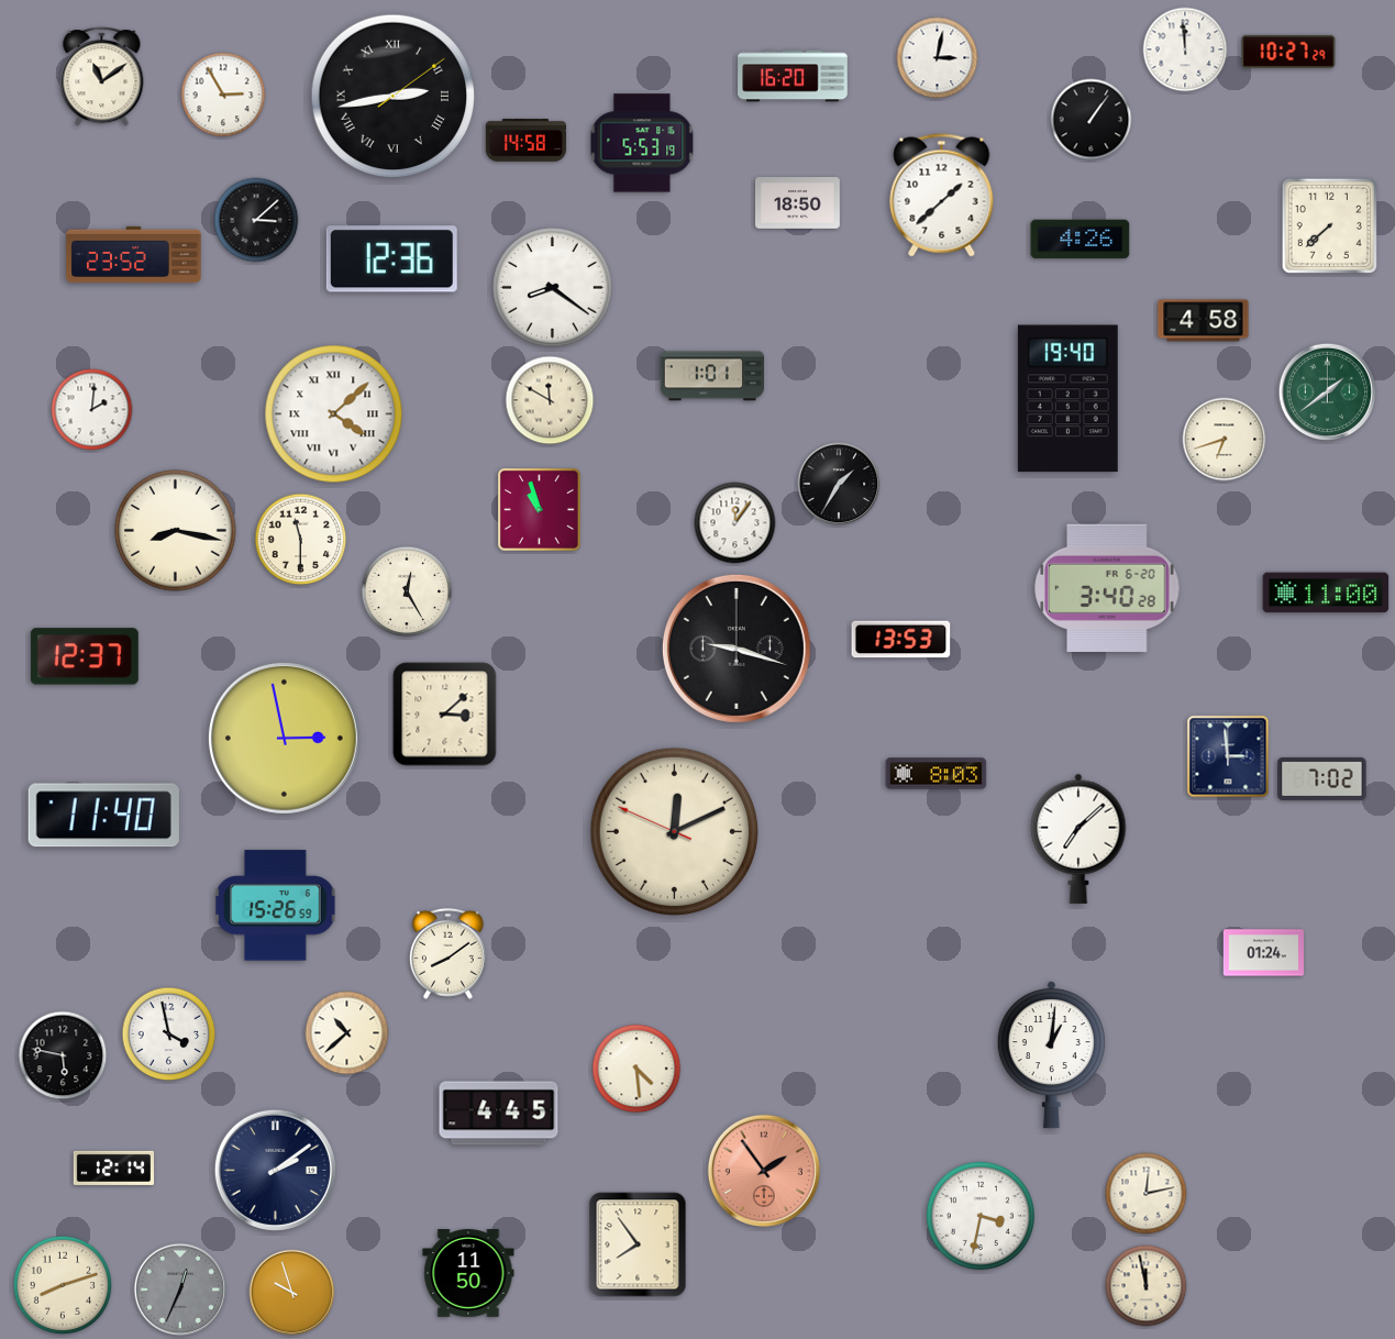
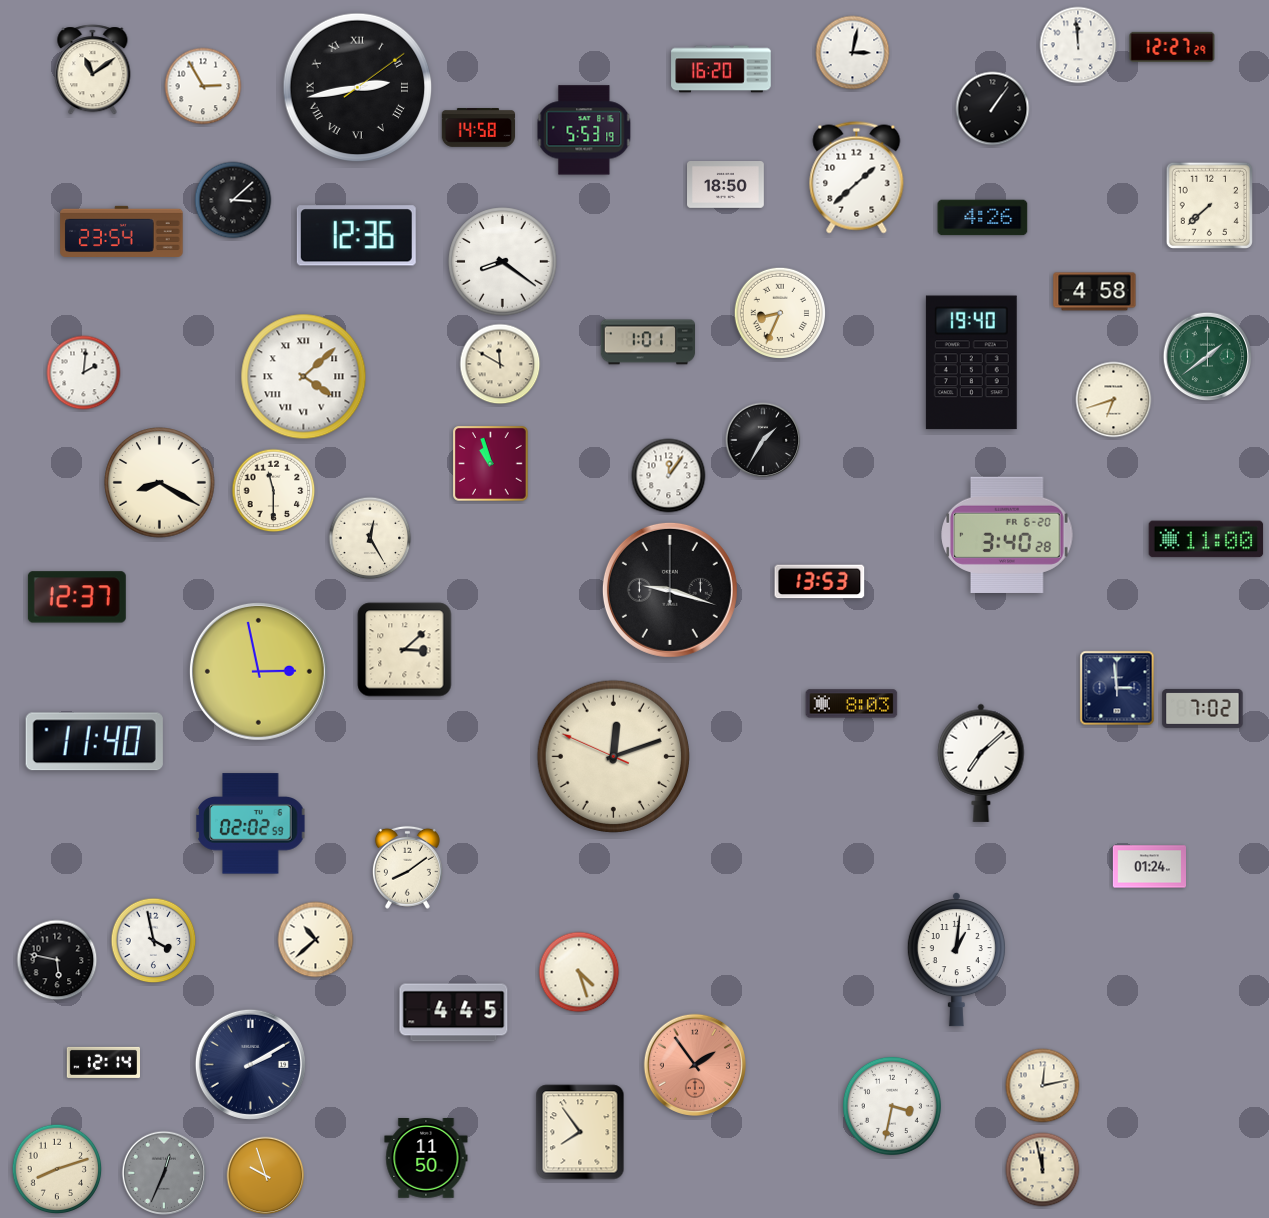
clock at (1288, 52): 10:27 -> 12:27
clock at (134, 254): 23:52 -> 23:54
clock at (779, 312): none -> 8:34
clock at (176, 531): 8:17 -> 8:20
clock at (674, 831): 12:10 -> 12:11
clock at (276, 906): 15:26 -> 02:02
clock at (636, 1069): 4:29 -> 4:27
clock at (275, 1170): 2:09 -> 2:10
